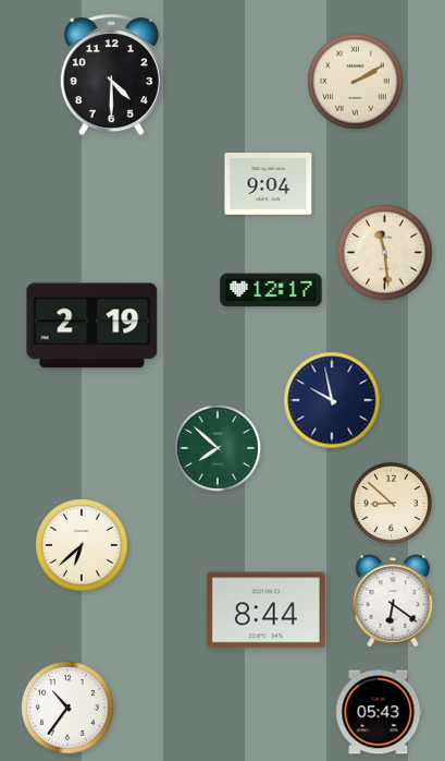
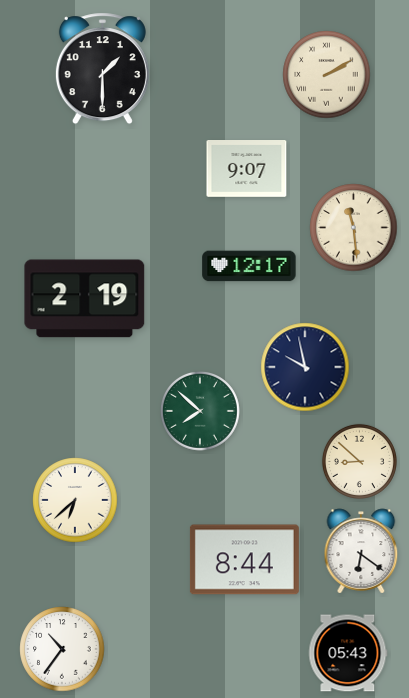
clock at (111, 75): 4:30 -> 1:30
clock at (269, 184): 9:04 -> 9:07
clock at (385, 253) position: (385, 253) -> (354, 228)
